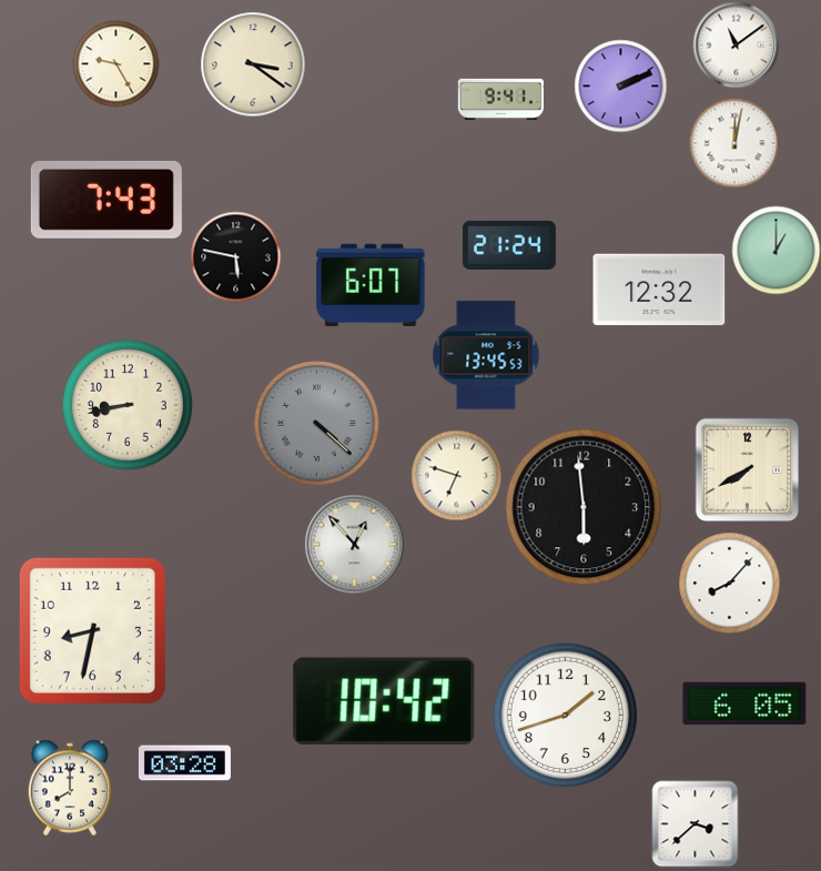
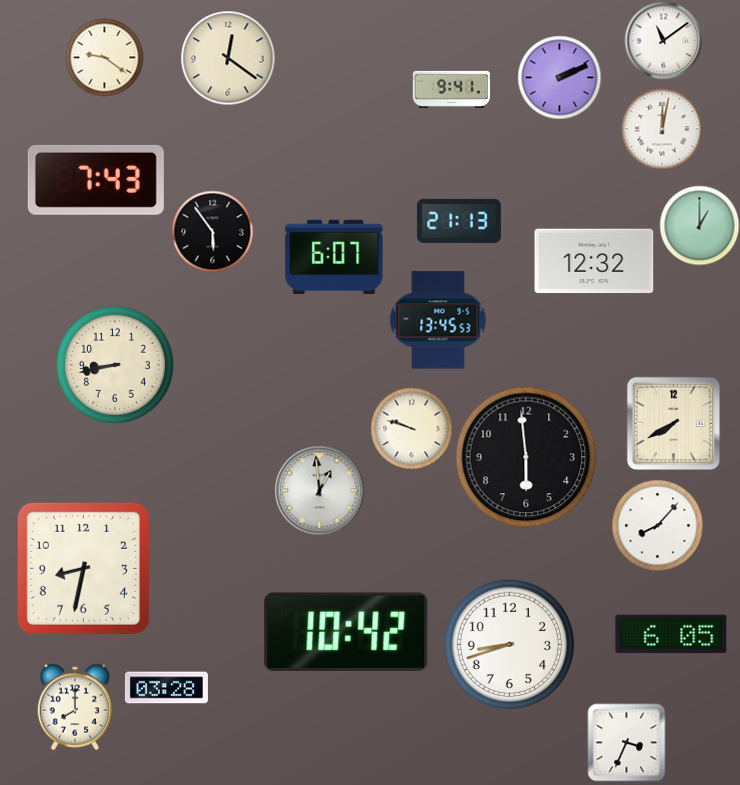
clock at (115, 63): 9:25 -> 9:21
clock at (253, 64): 3:21 -> 12:21
clock at (509, 245): 21:24 -> 21:13
clock at (235, 256): 5:47 -> 5:54
clock at (316, 423): 4:22 -> none
clock at (456, 475): 6:48 -> 9:48
clock at (354, 544): 12:53 -> 12:59
clock at (566, 716): 1:42 -> 8:42
clock at (70, 788) position: (70, 788) -> (75, 707)
clock at (695, 823): 3:38 -> 3:34
